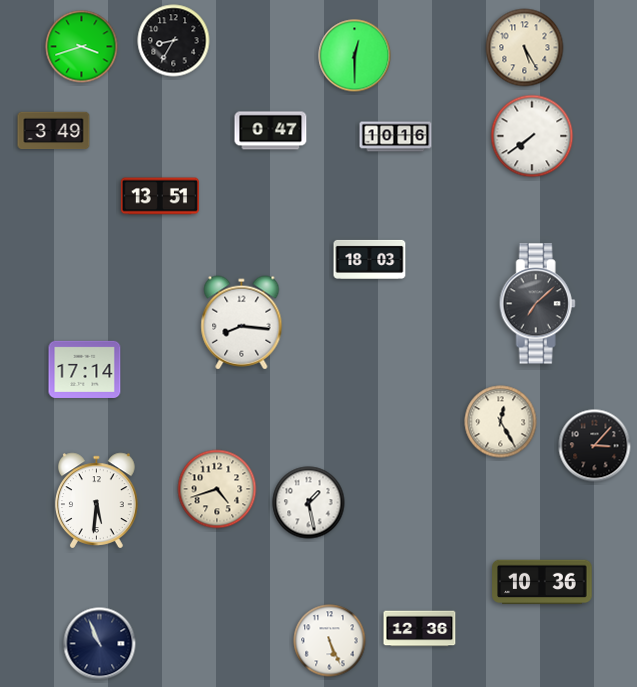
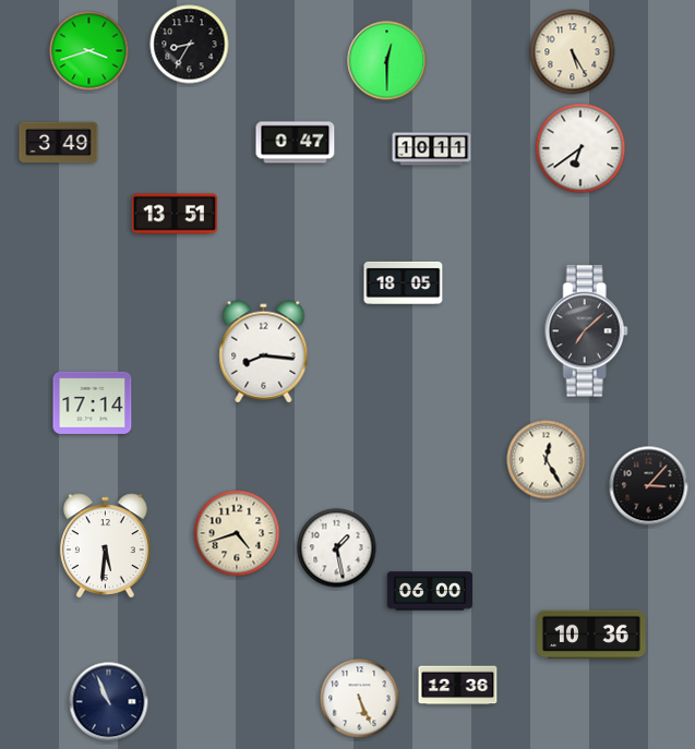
clock at (532, 136): 7:39 -> 6:39
clock at (396, 137): 10:16 -> 10:11
clock at (370, 259): 18:03 -> 18:05
clock at (429, 591): none -> 06:00
